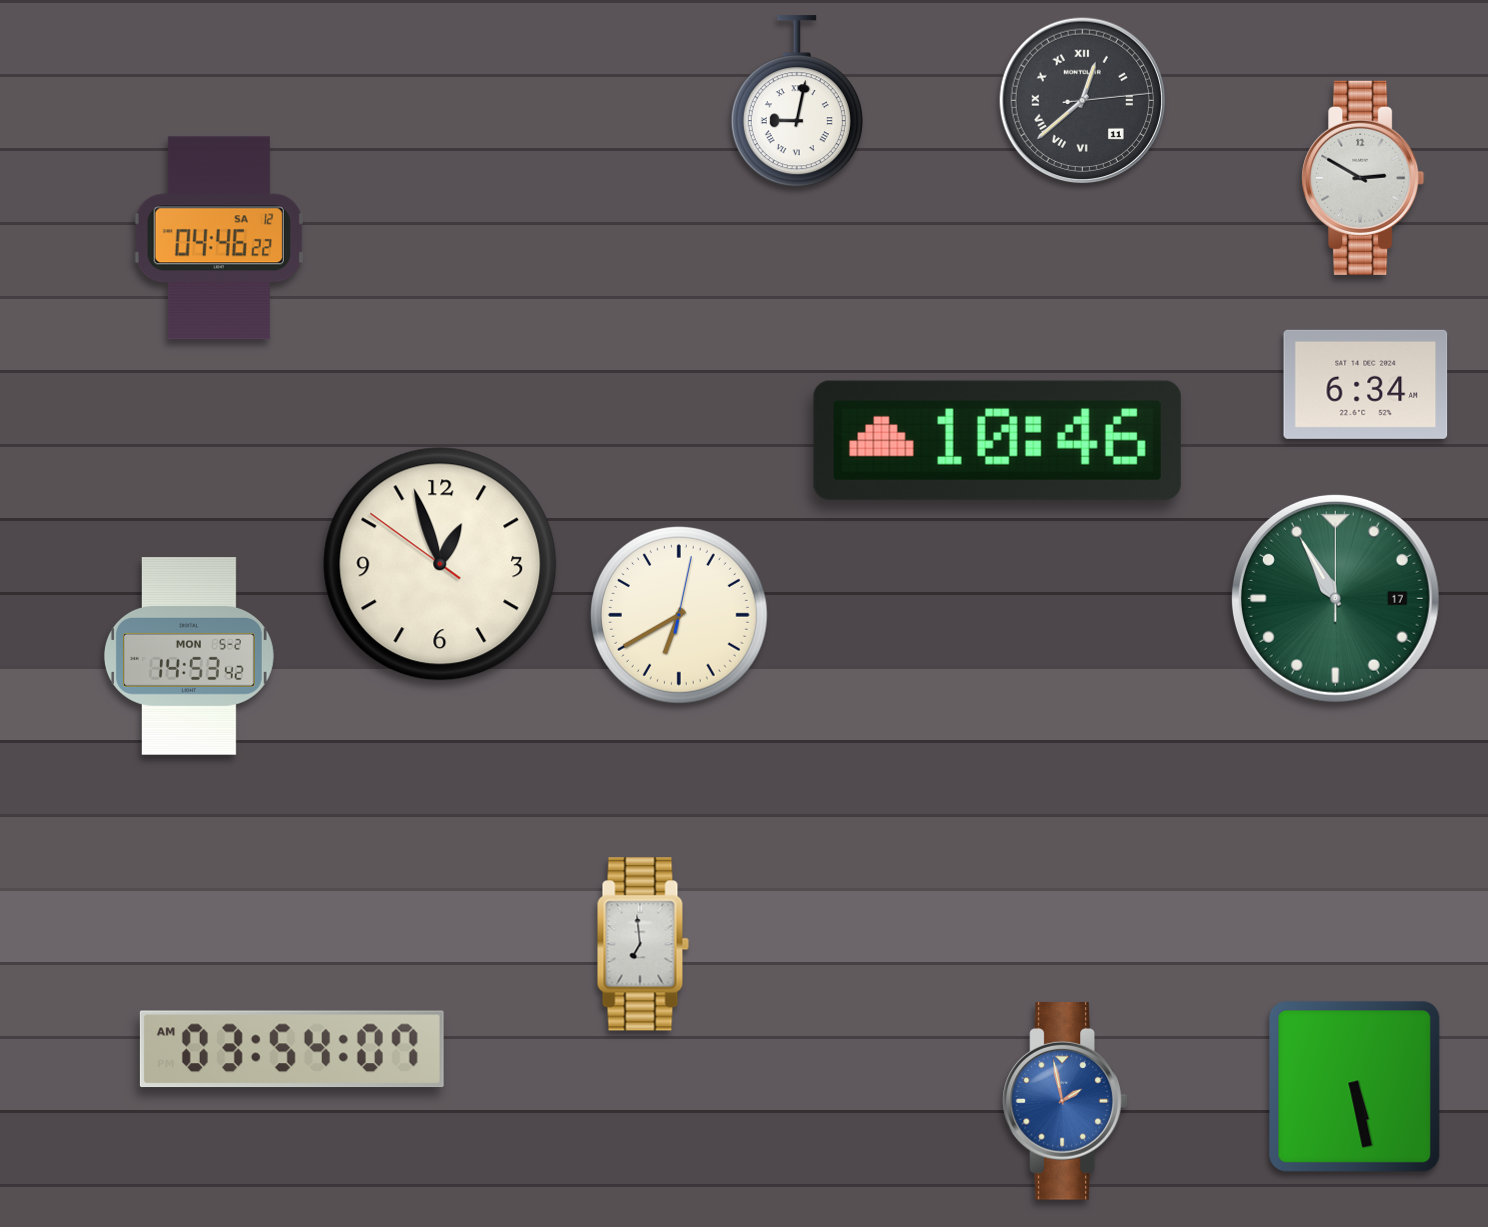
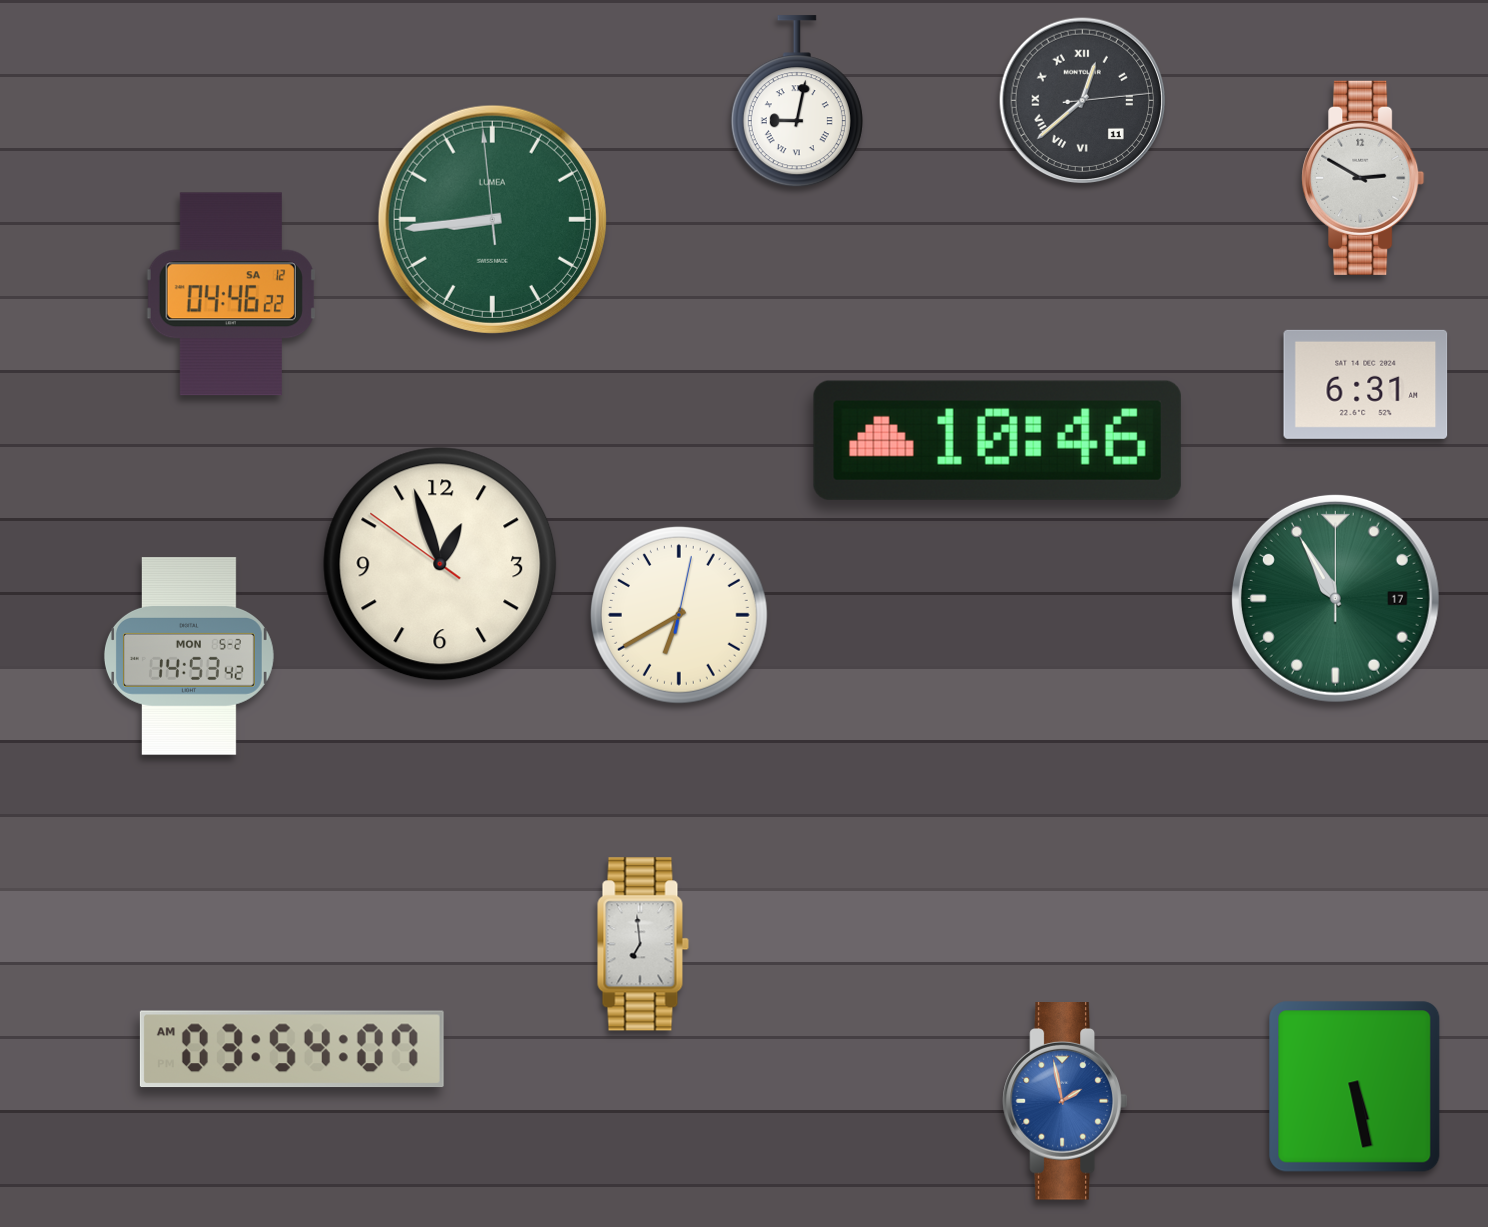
clock at (492, 219): none -> 8:43
clock at (219, 238) position: (219, 238) -> (231, 294)
clock at (1366, 384): 6:34 -> 6:31
